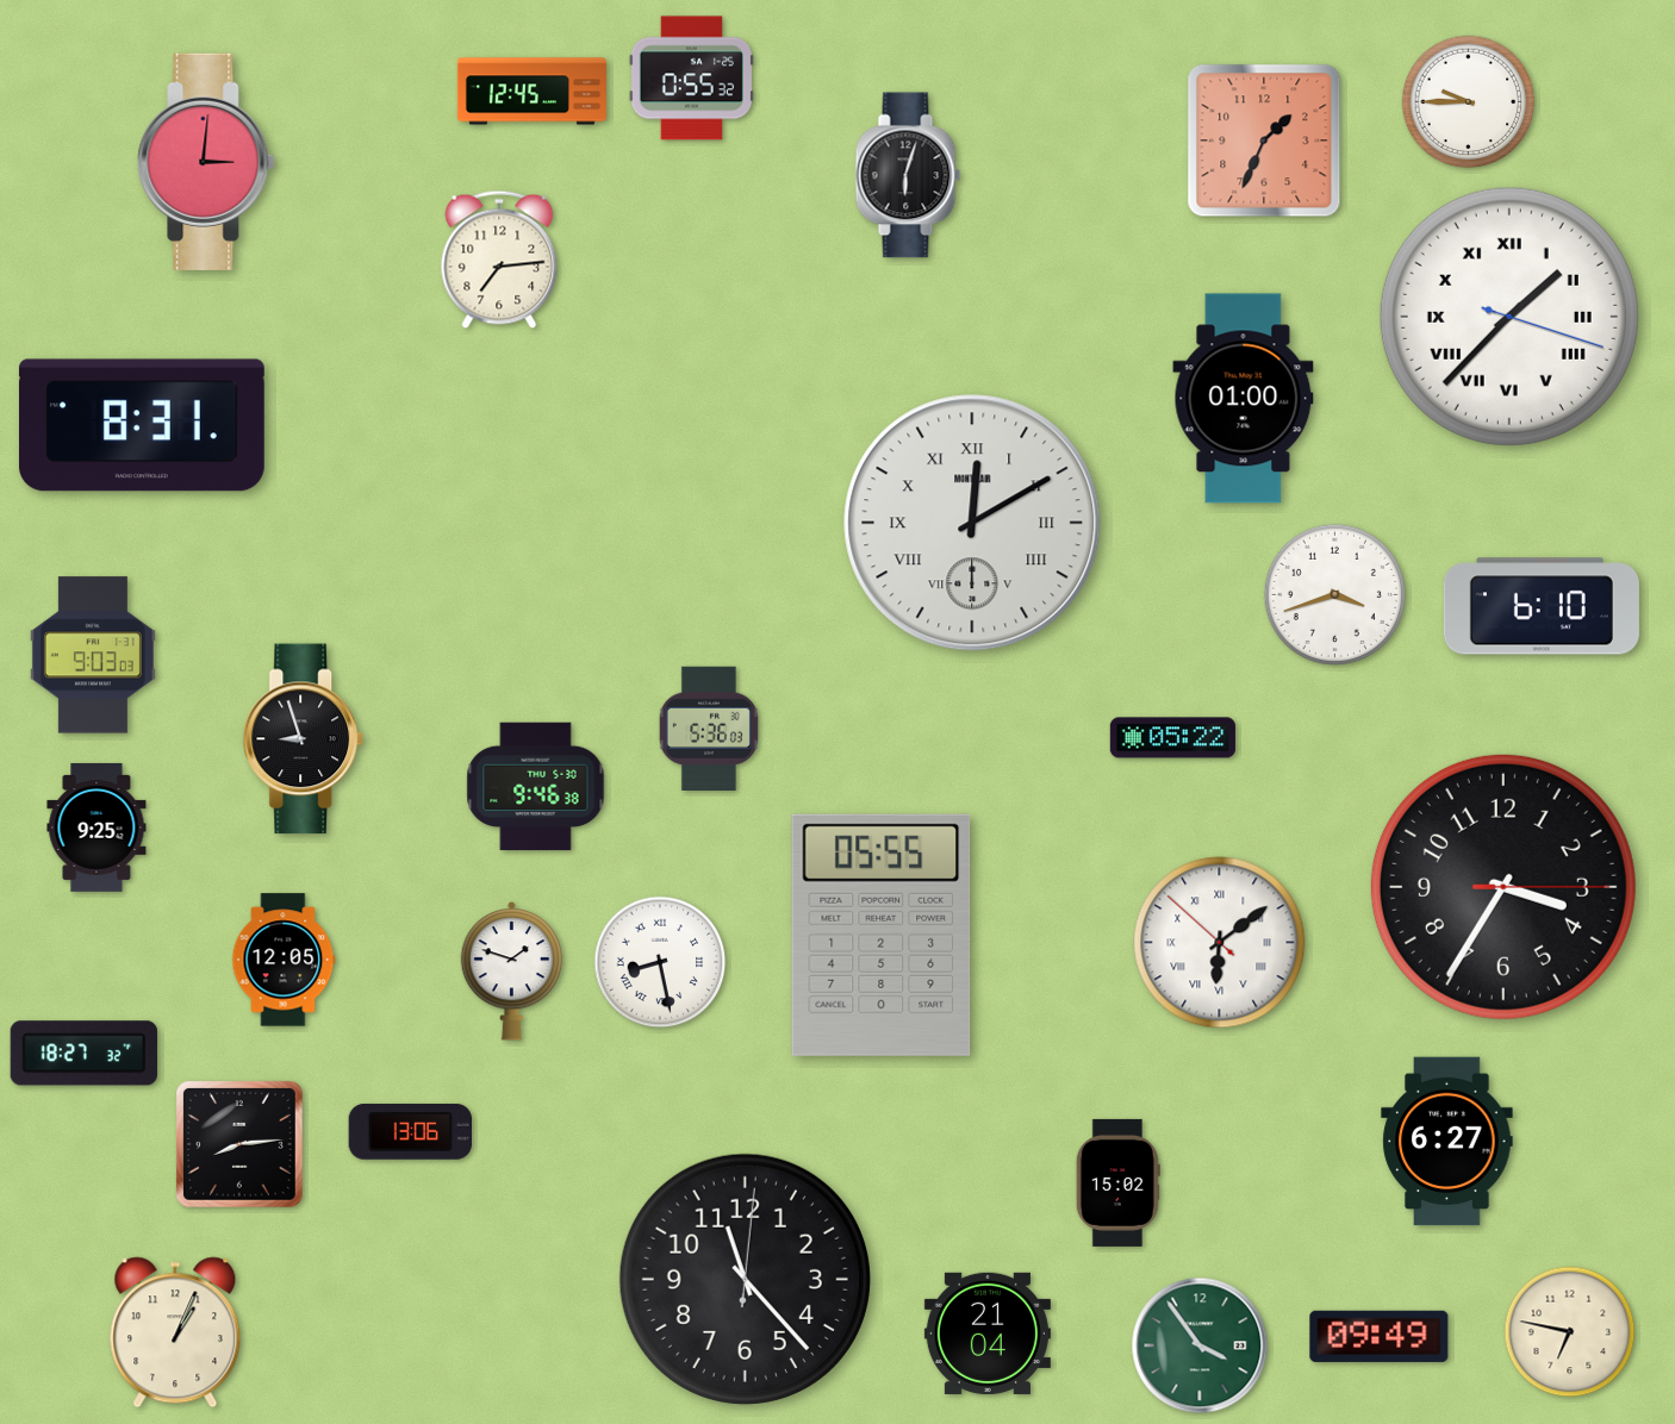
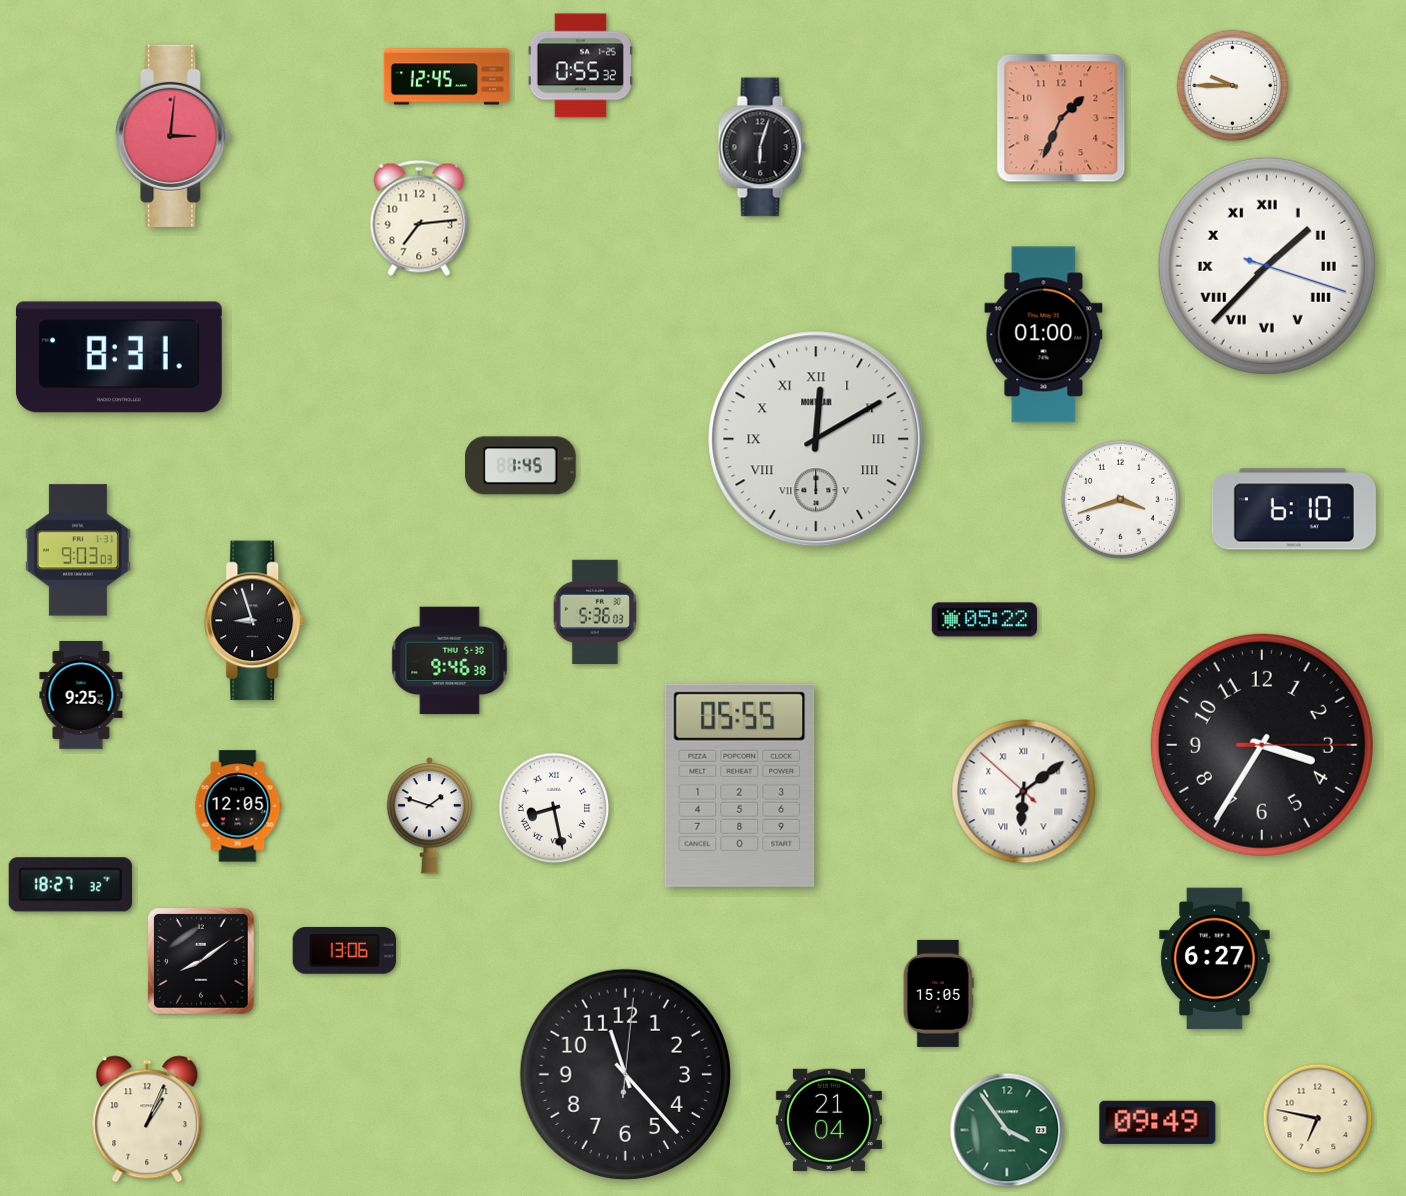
clock at (521, 466): none -> 1:45
clock at (241, 1145): 8:14 -> 8:09
clock at (1117, 1182): 15:02 -> 15:05
